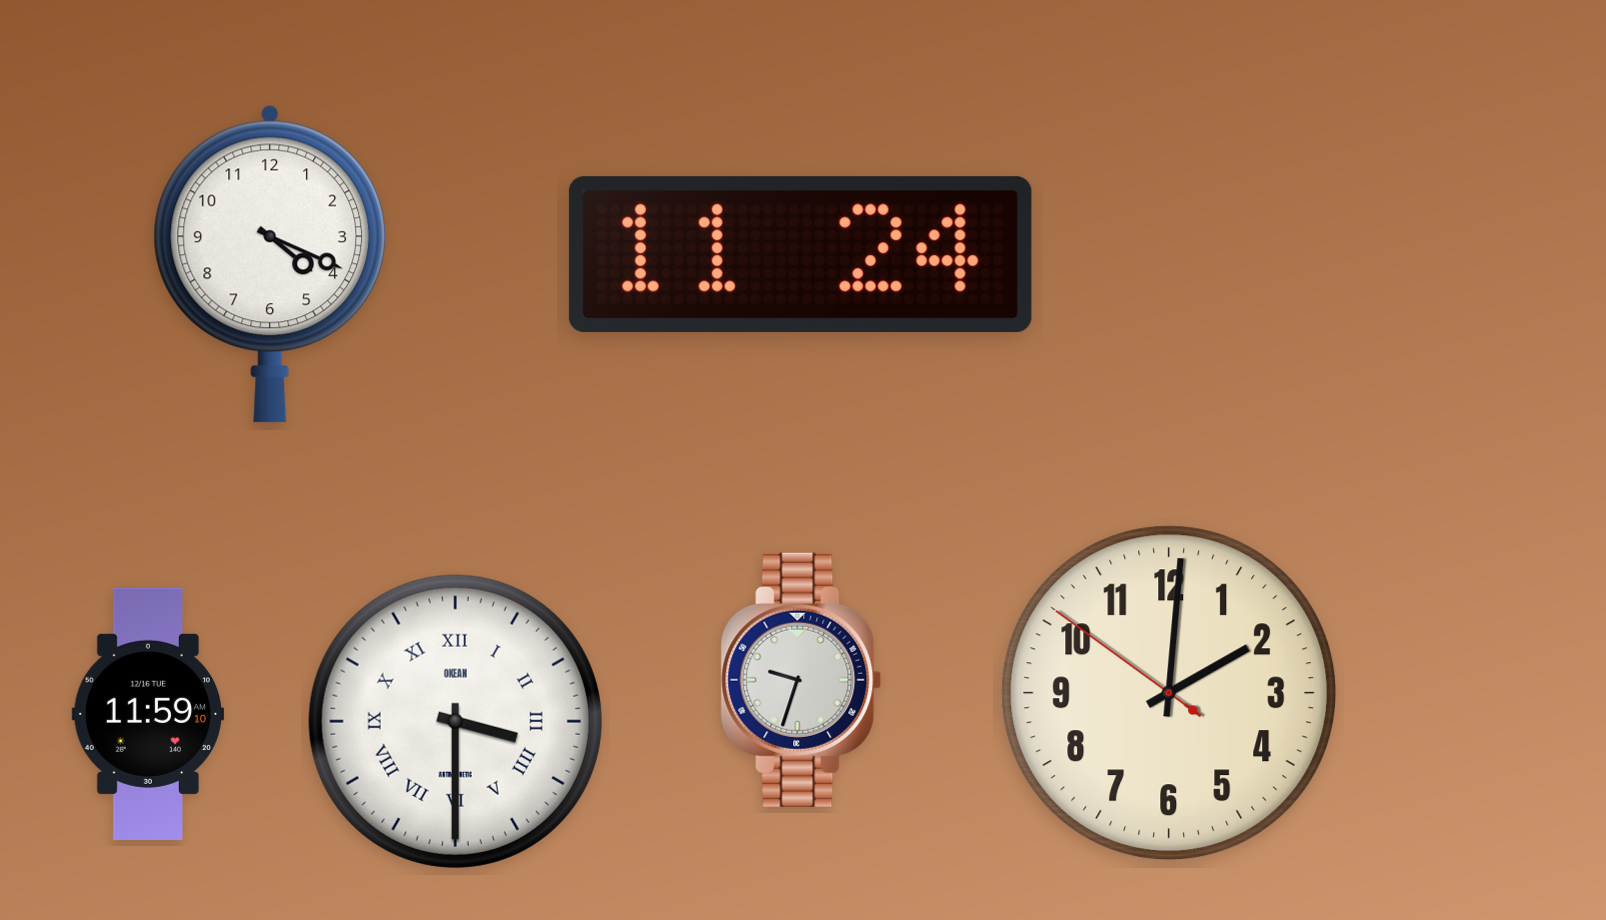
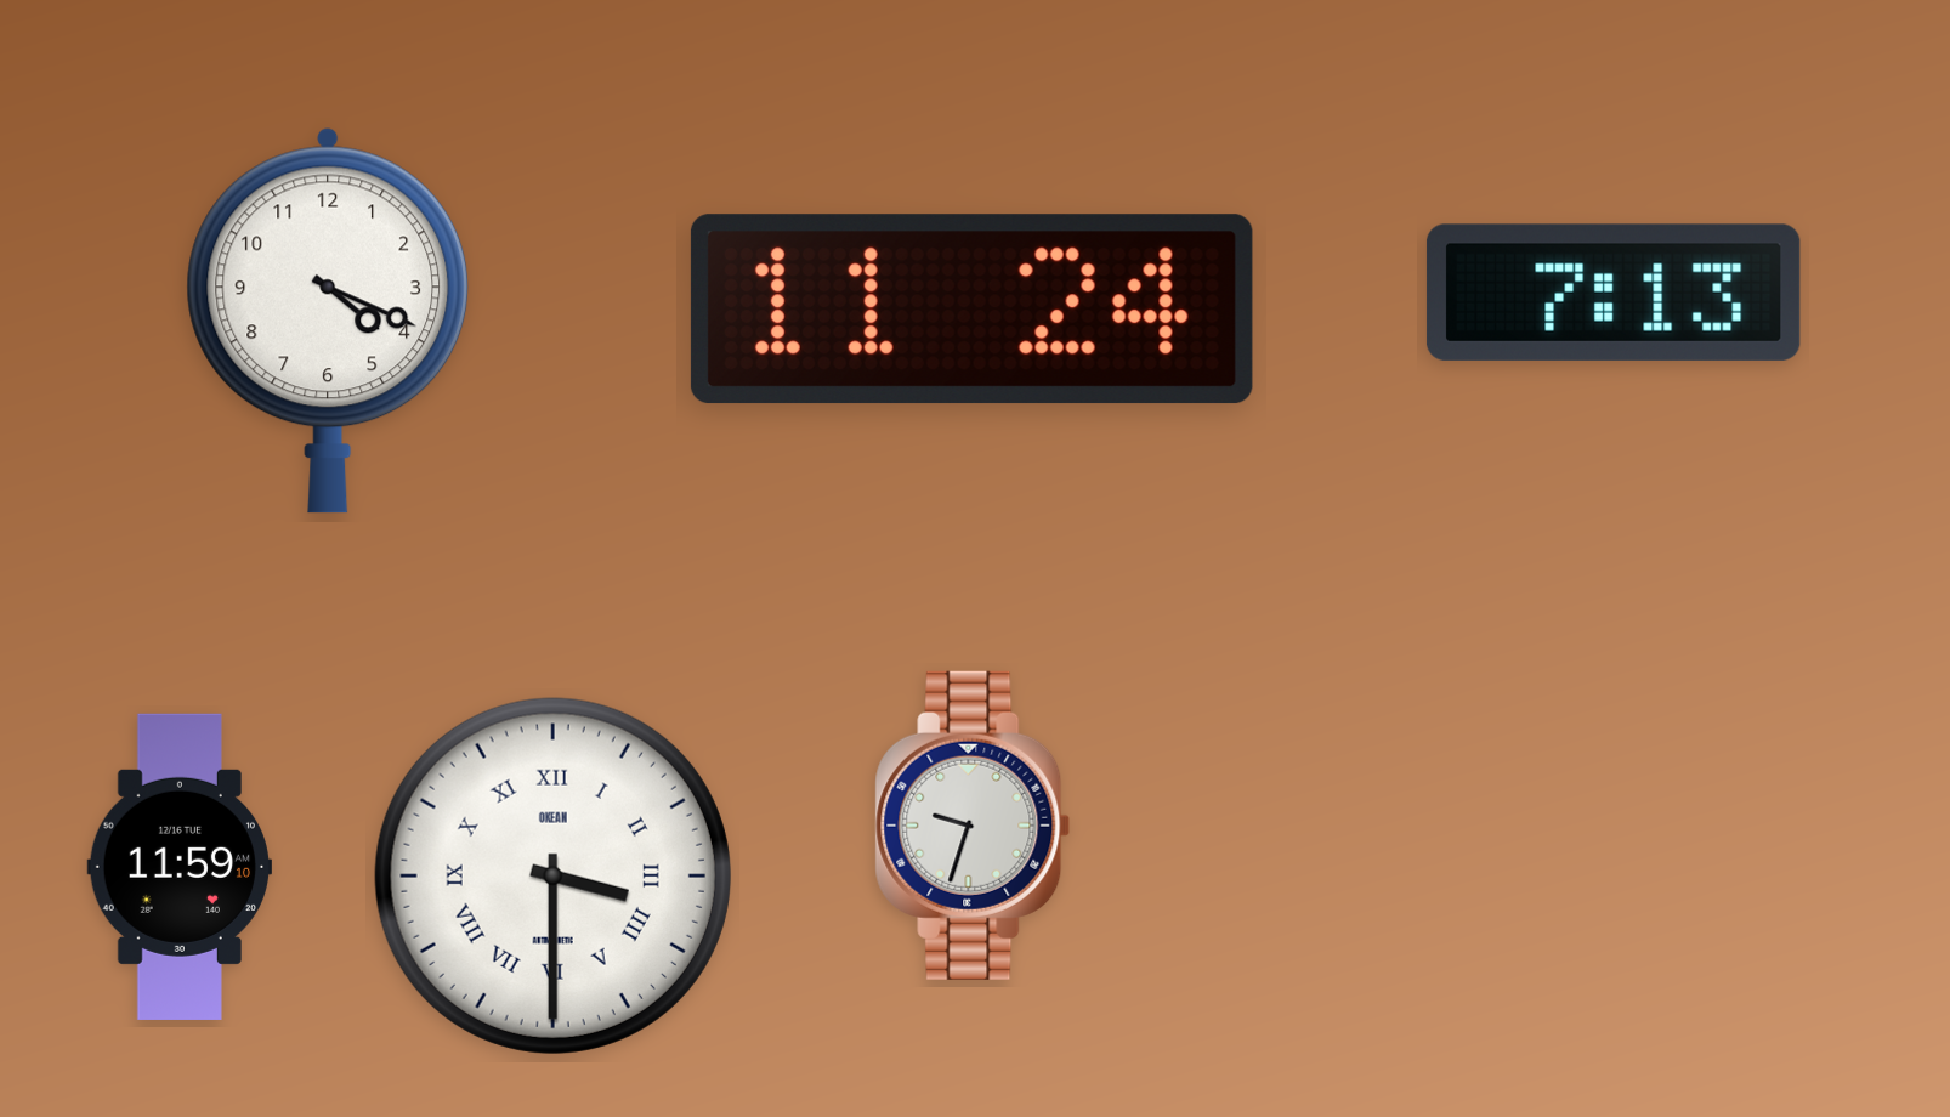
clock at (1614, 293): none -> 7:13
clock at (1169, 693): 2:00 -> none
